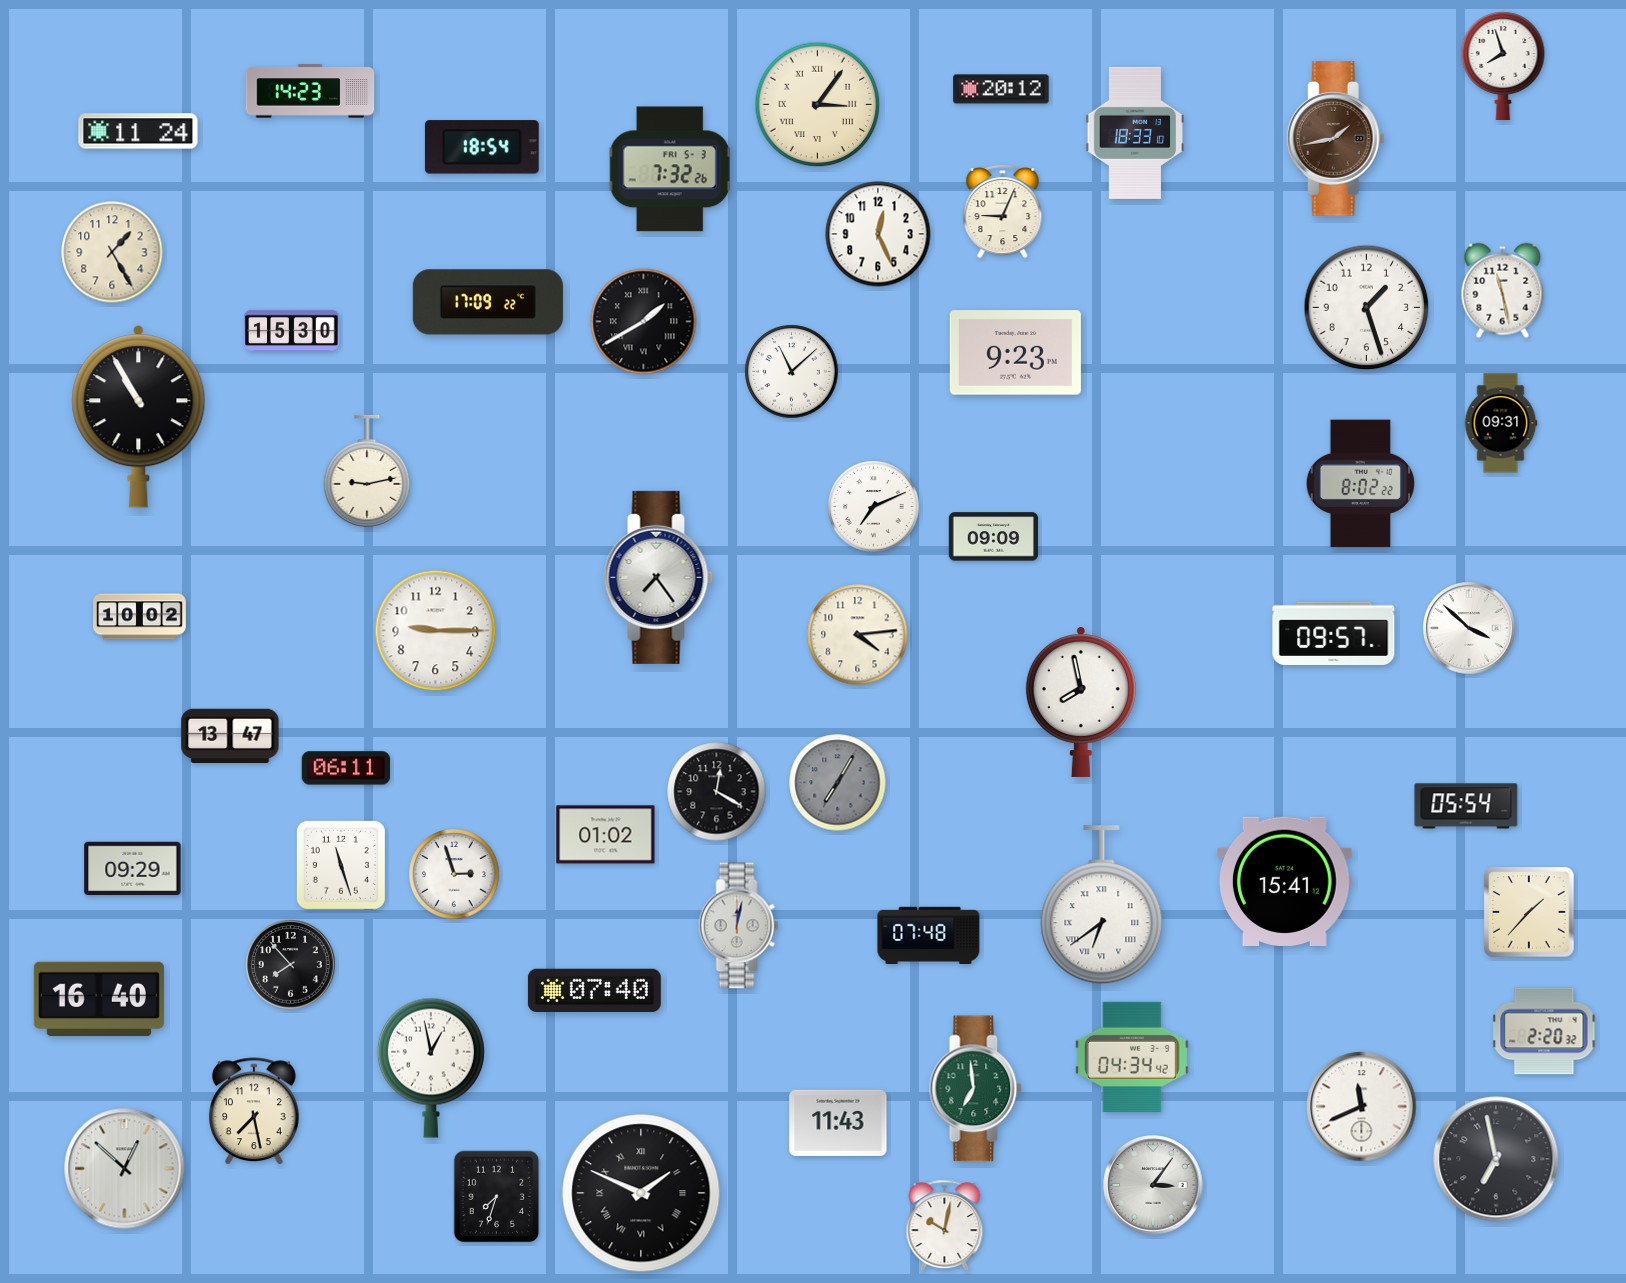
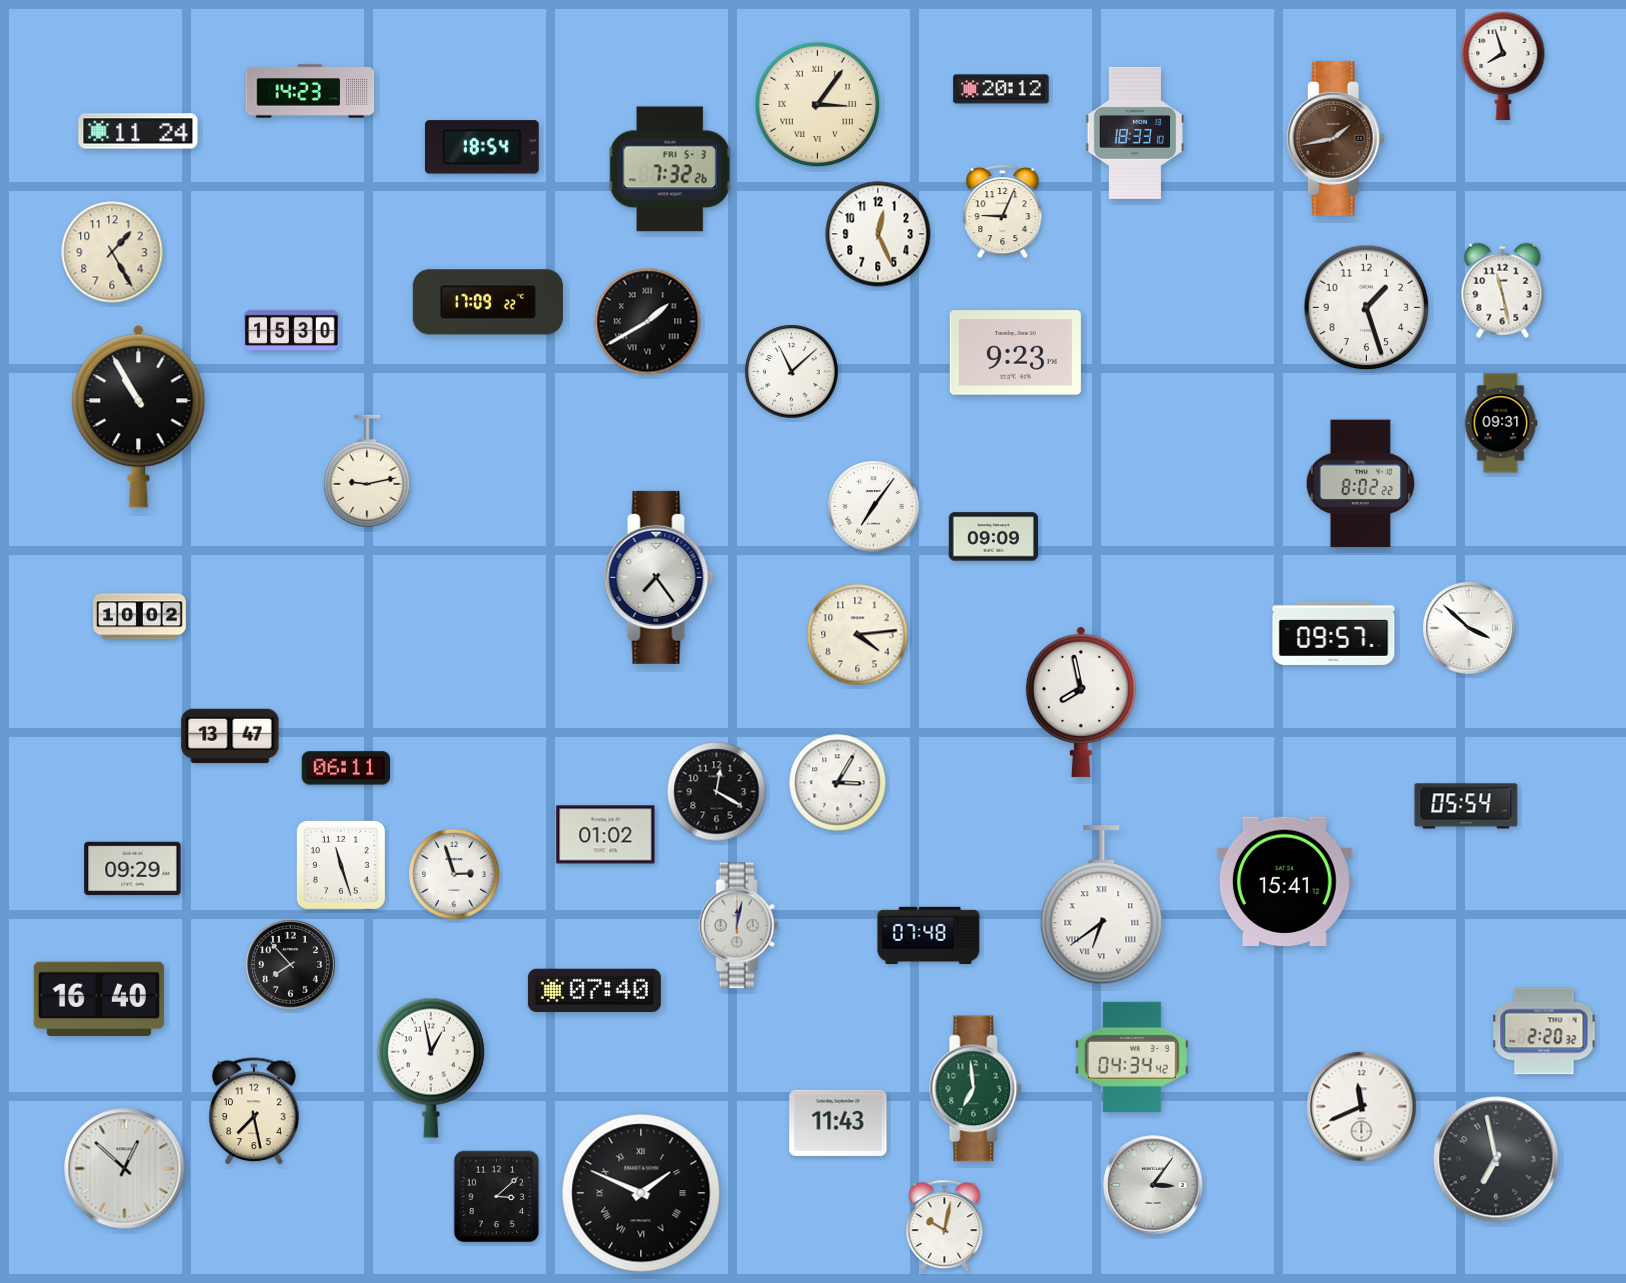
clock at (644, 322) position: (644, 322) -> (648, 322)
clock at (874, 507): 7:11 -> 7:06
clock at (436, 631): 9:15 -> none
clock at (838, 783): 7:05 -> 3:05
clock at (838, 783) dial: grey -> white
clock at (1529, 912): 1:37 -> none
clock at (497, 1197): 7:33 -> 3:08
